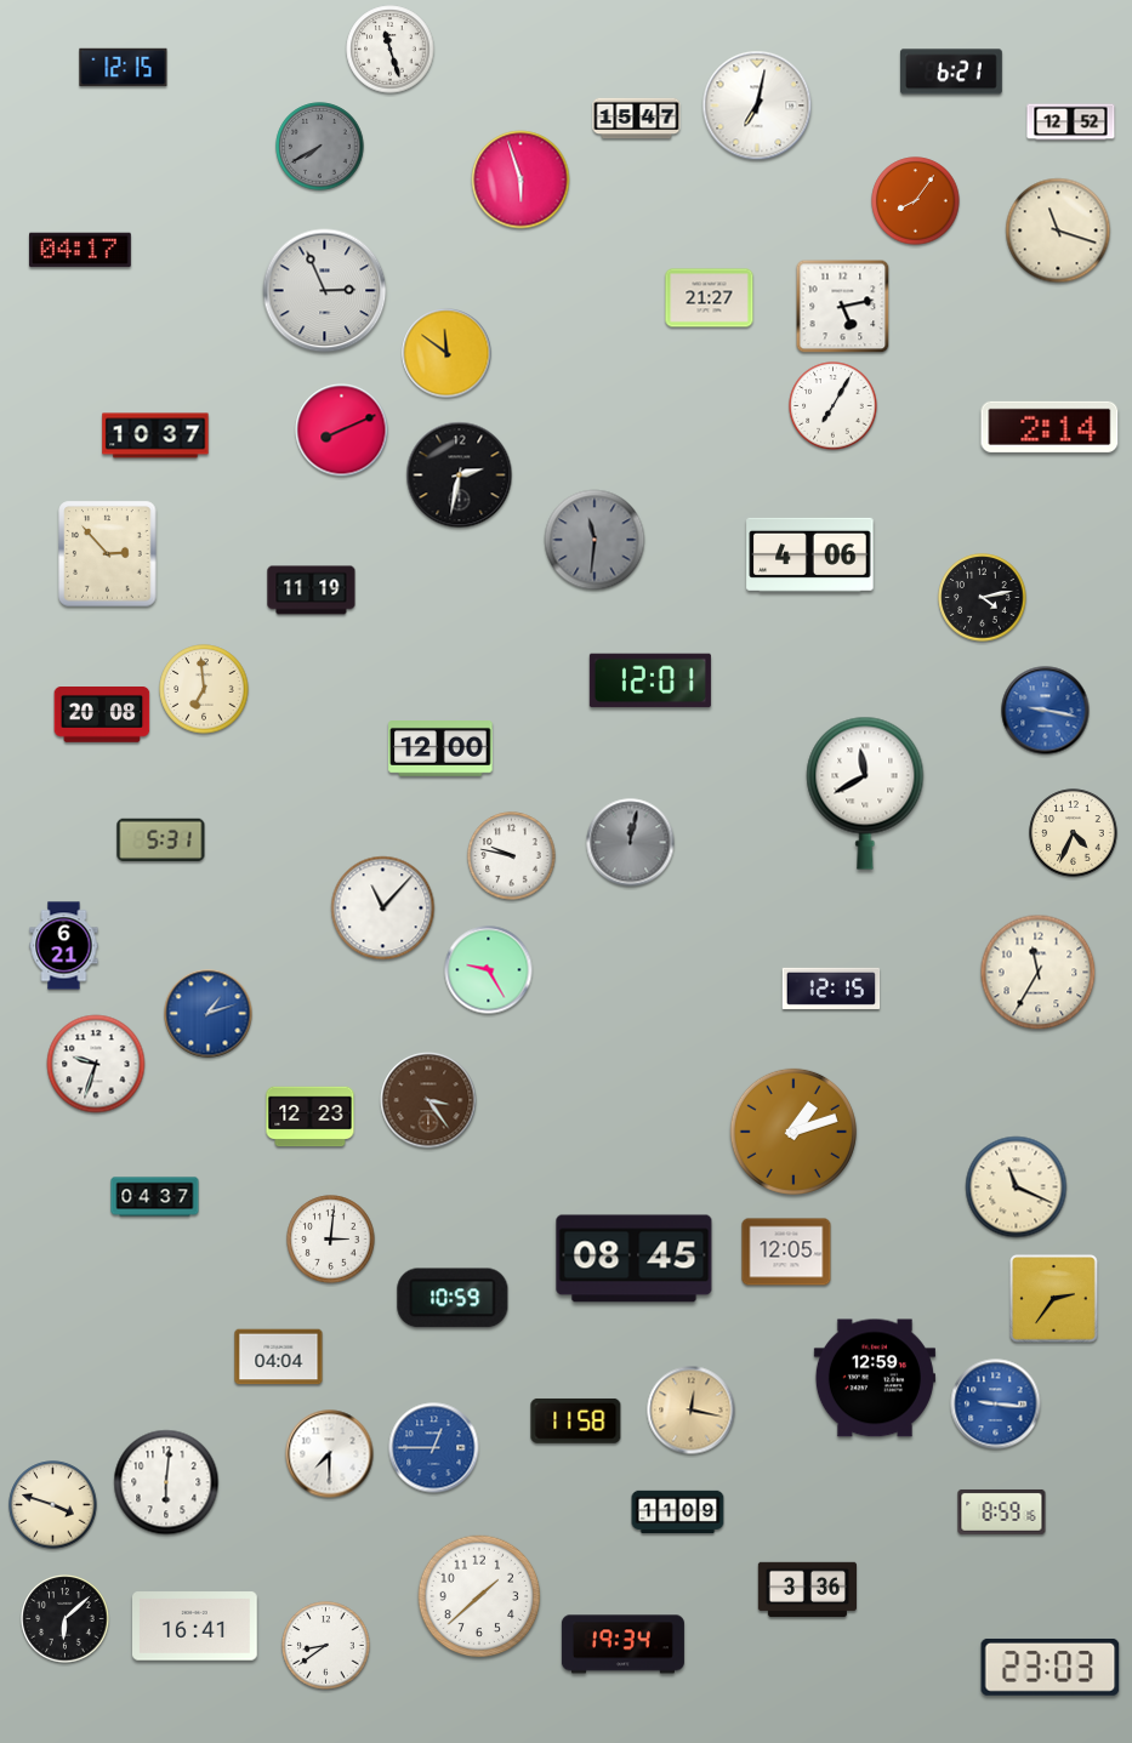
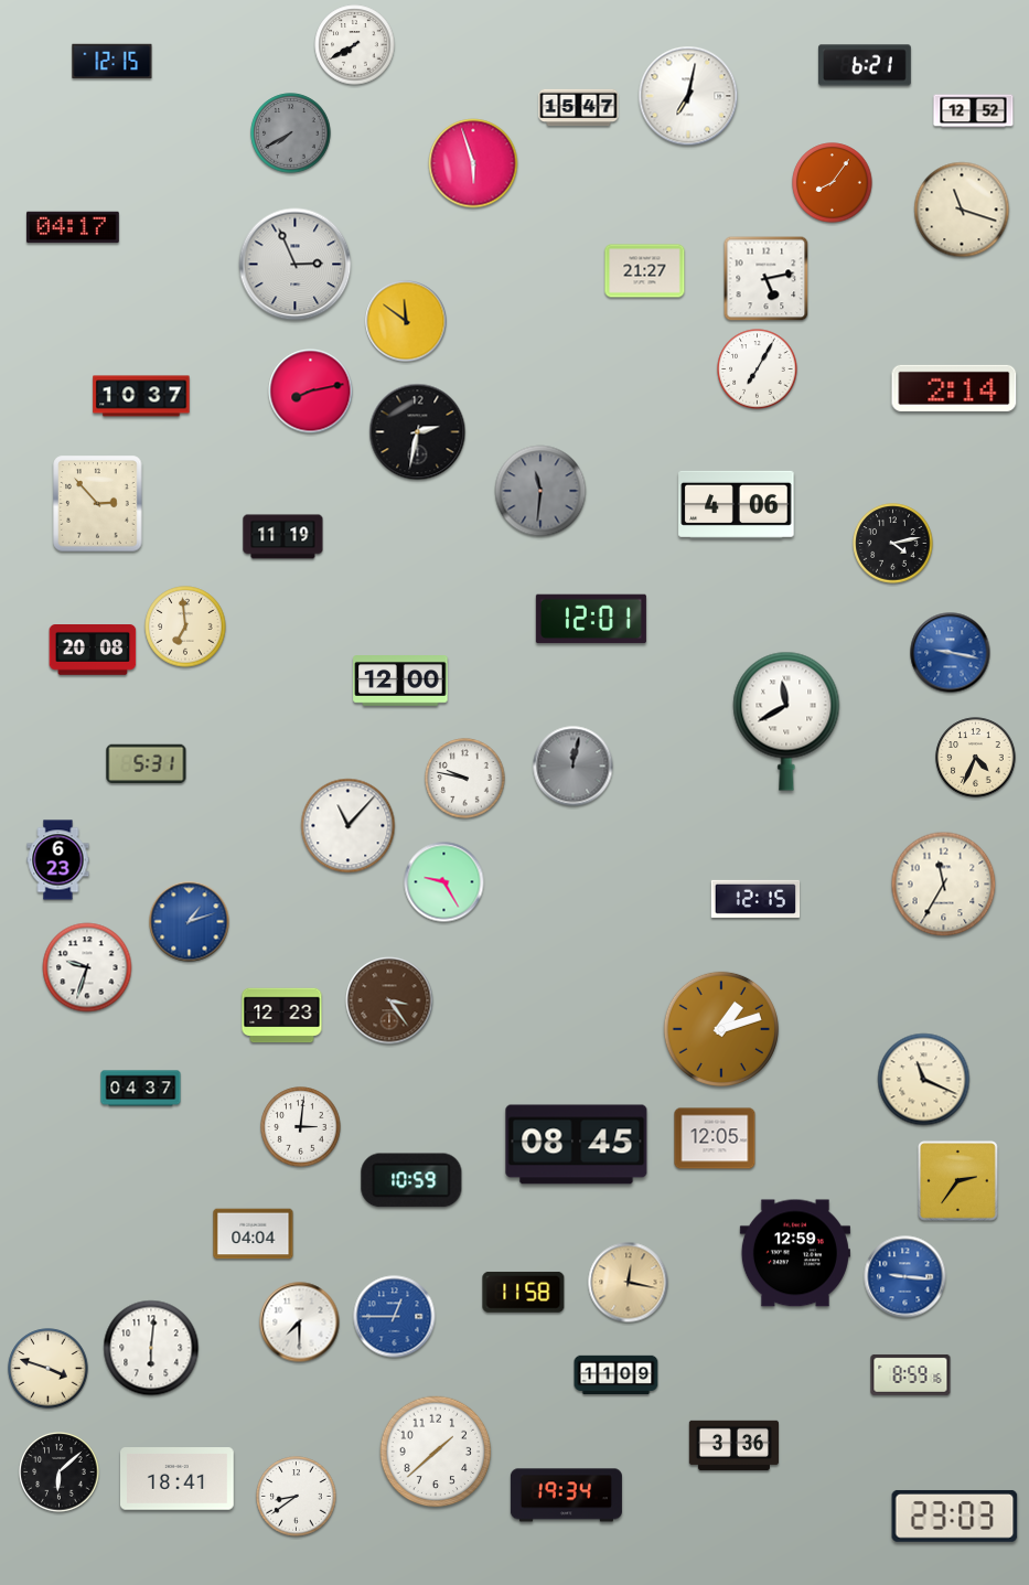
clock at (391, 50): 11:27 -> 7:40
clock at (342, 431): 8:11 -> 8:13
clock at (1046, 711) position: (1046, 711) -> (951, 653)
clock at (64, 946): 6:21 -> 6:23
clock at (195, 1627): 16:41 -> 18:41
